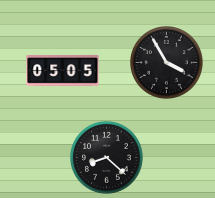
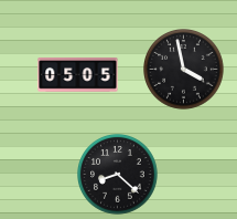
clock at (167, 63): 3:55 -> 3:58
clock at (63, 71) position: (63, 71) -> (78, 75)
